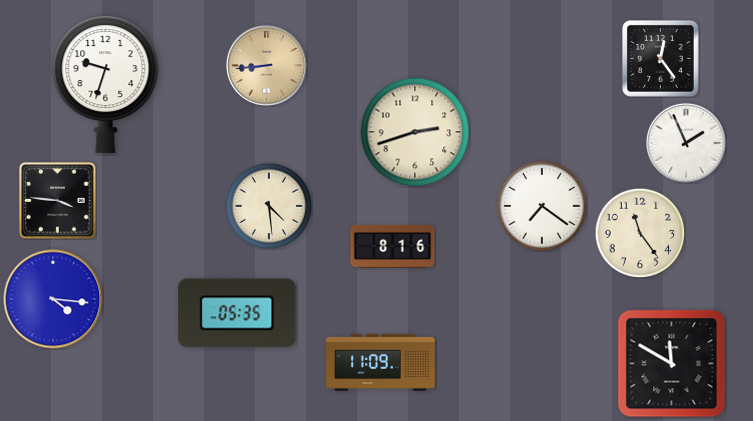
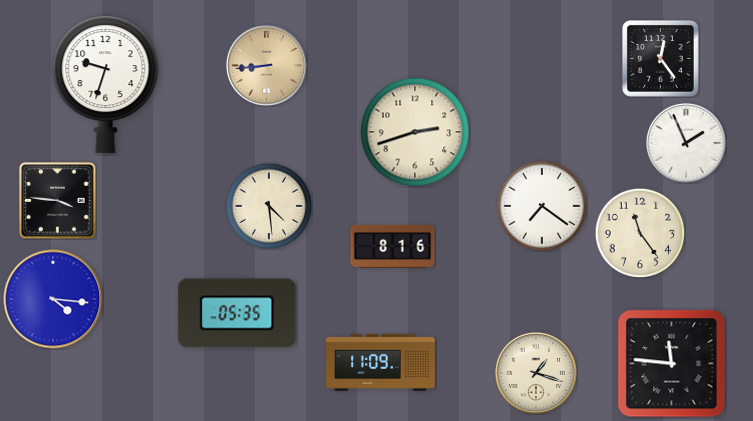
clock at (672, 364): 11:50 -> 11:46
clock at (536, 373): none -> 1:18
